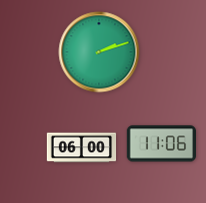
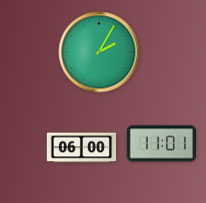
clock at (99, 52): 2:12 -> 2:05
clock at (161, 144): 11:06 -> 11:01
